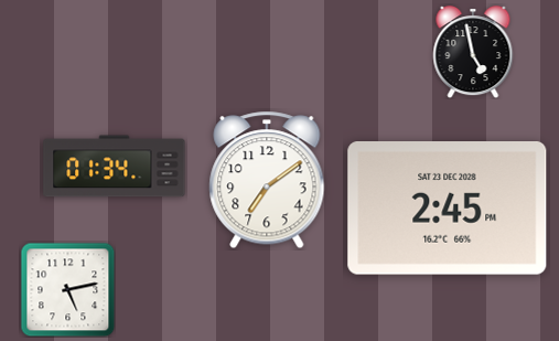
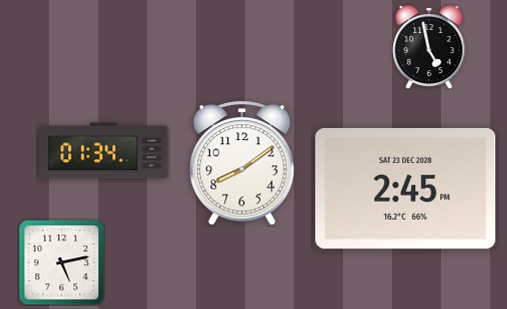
clock at (267, 180): 7:09 -> 8:09
